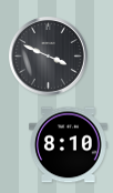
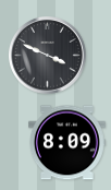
clock at (69, 145): 8:10 -> 8:09
